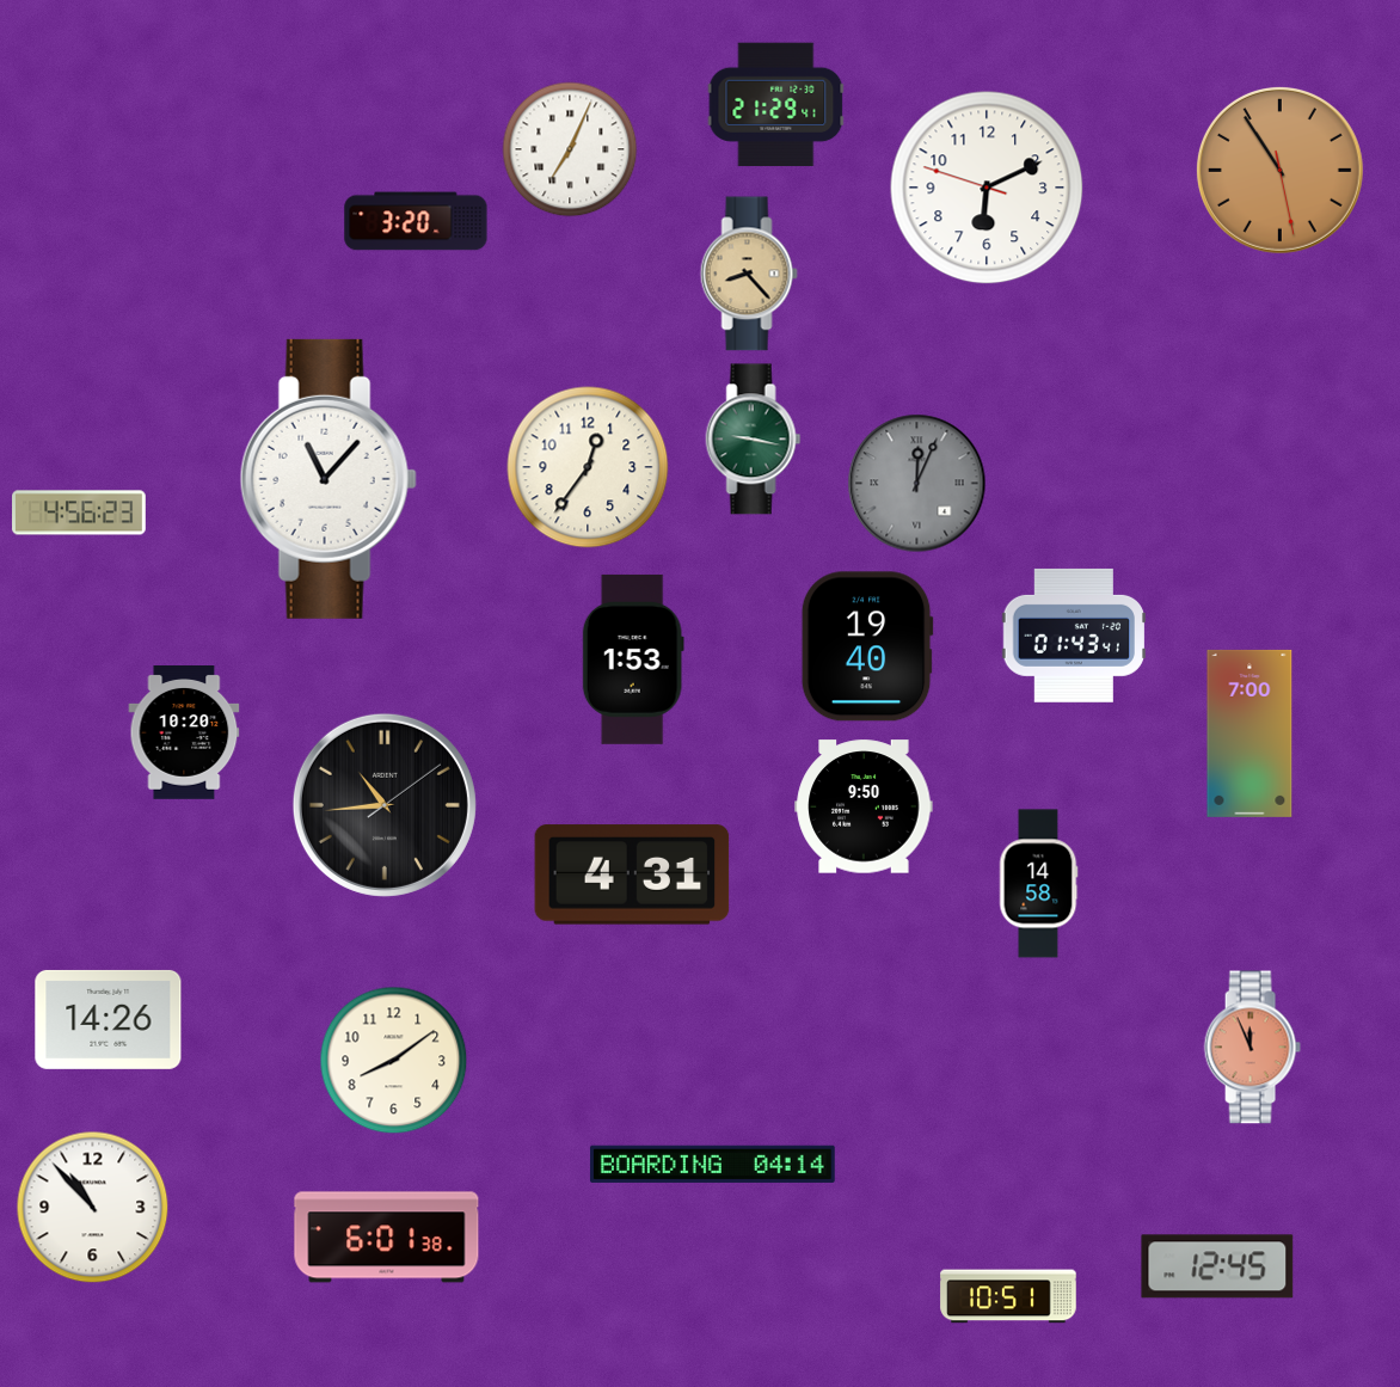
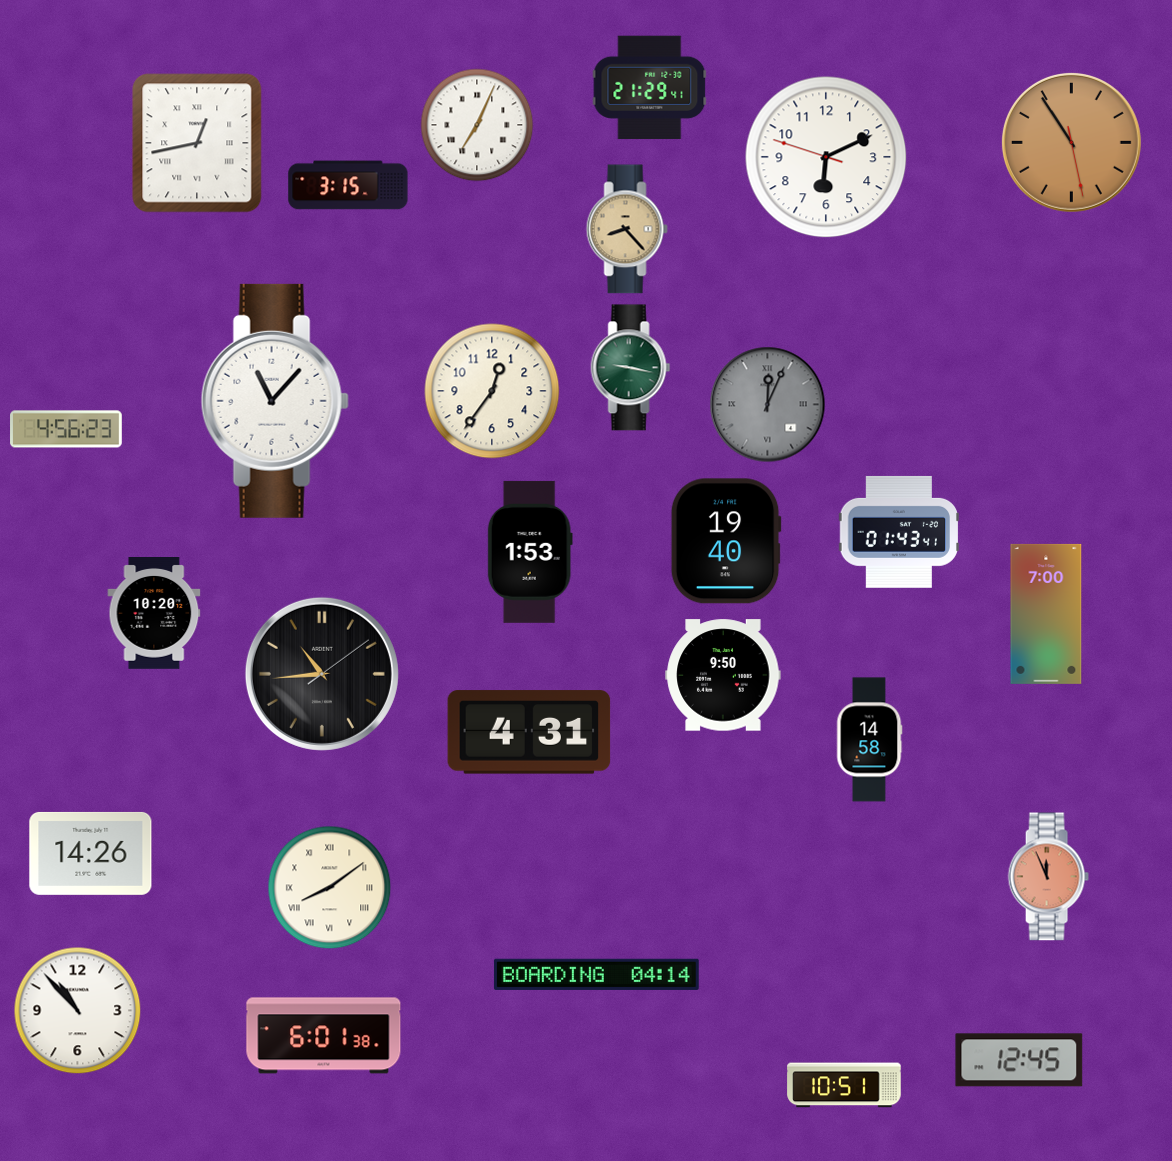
clock at (197, 143): none -> 12:43
clock at (416, 221): 3:20 -> 3:15
clock at (394, 1061) numerals: Arabic -> Roman
